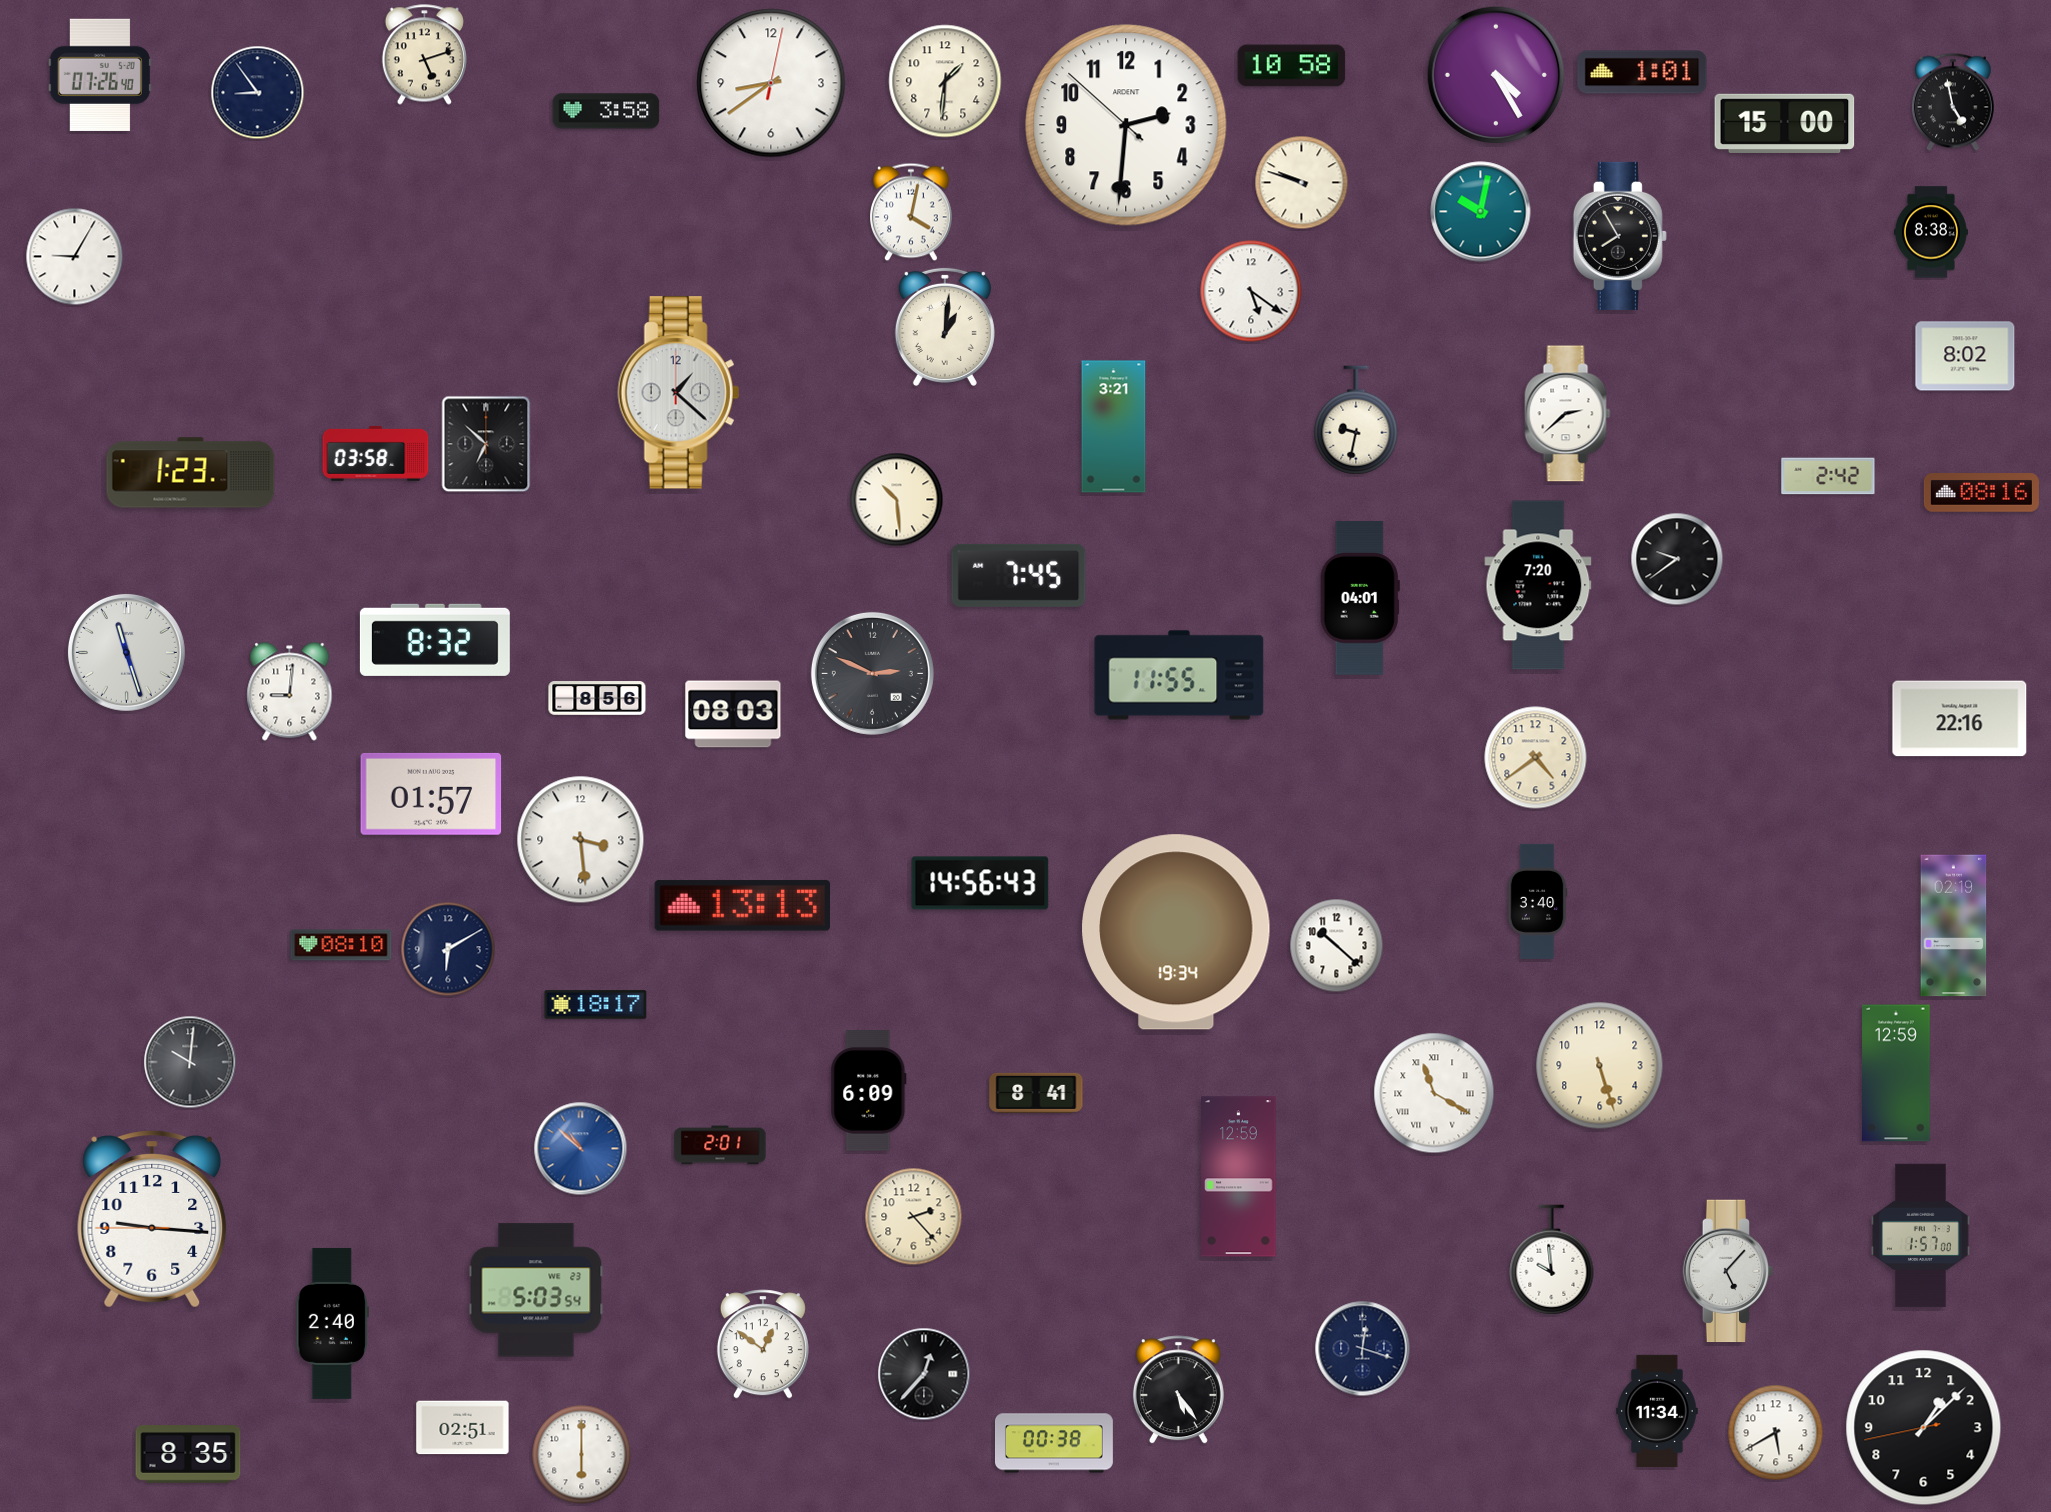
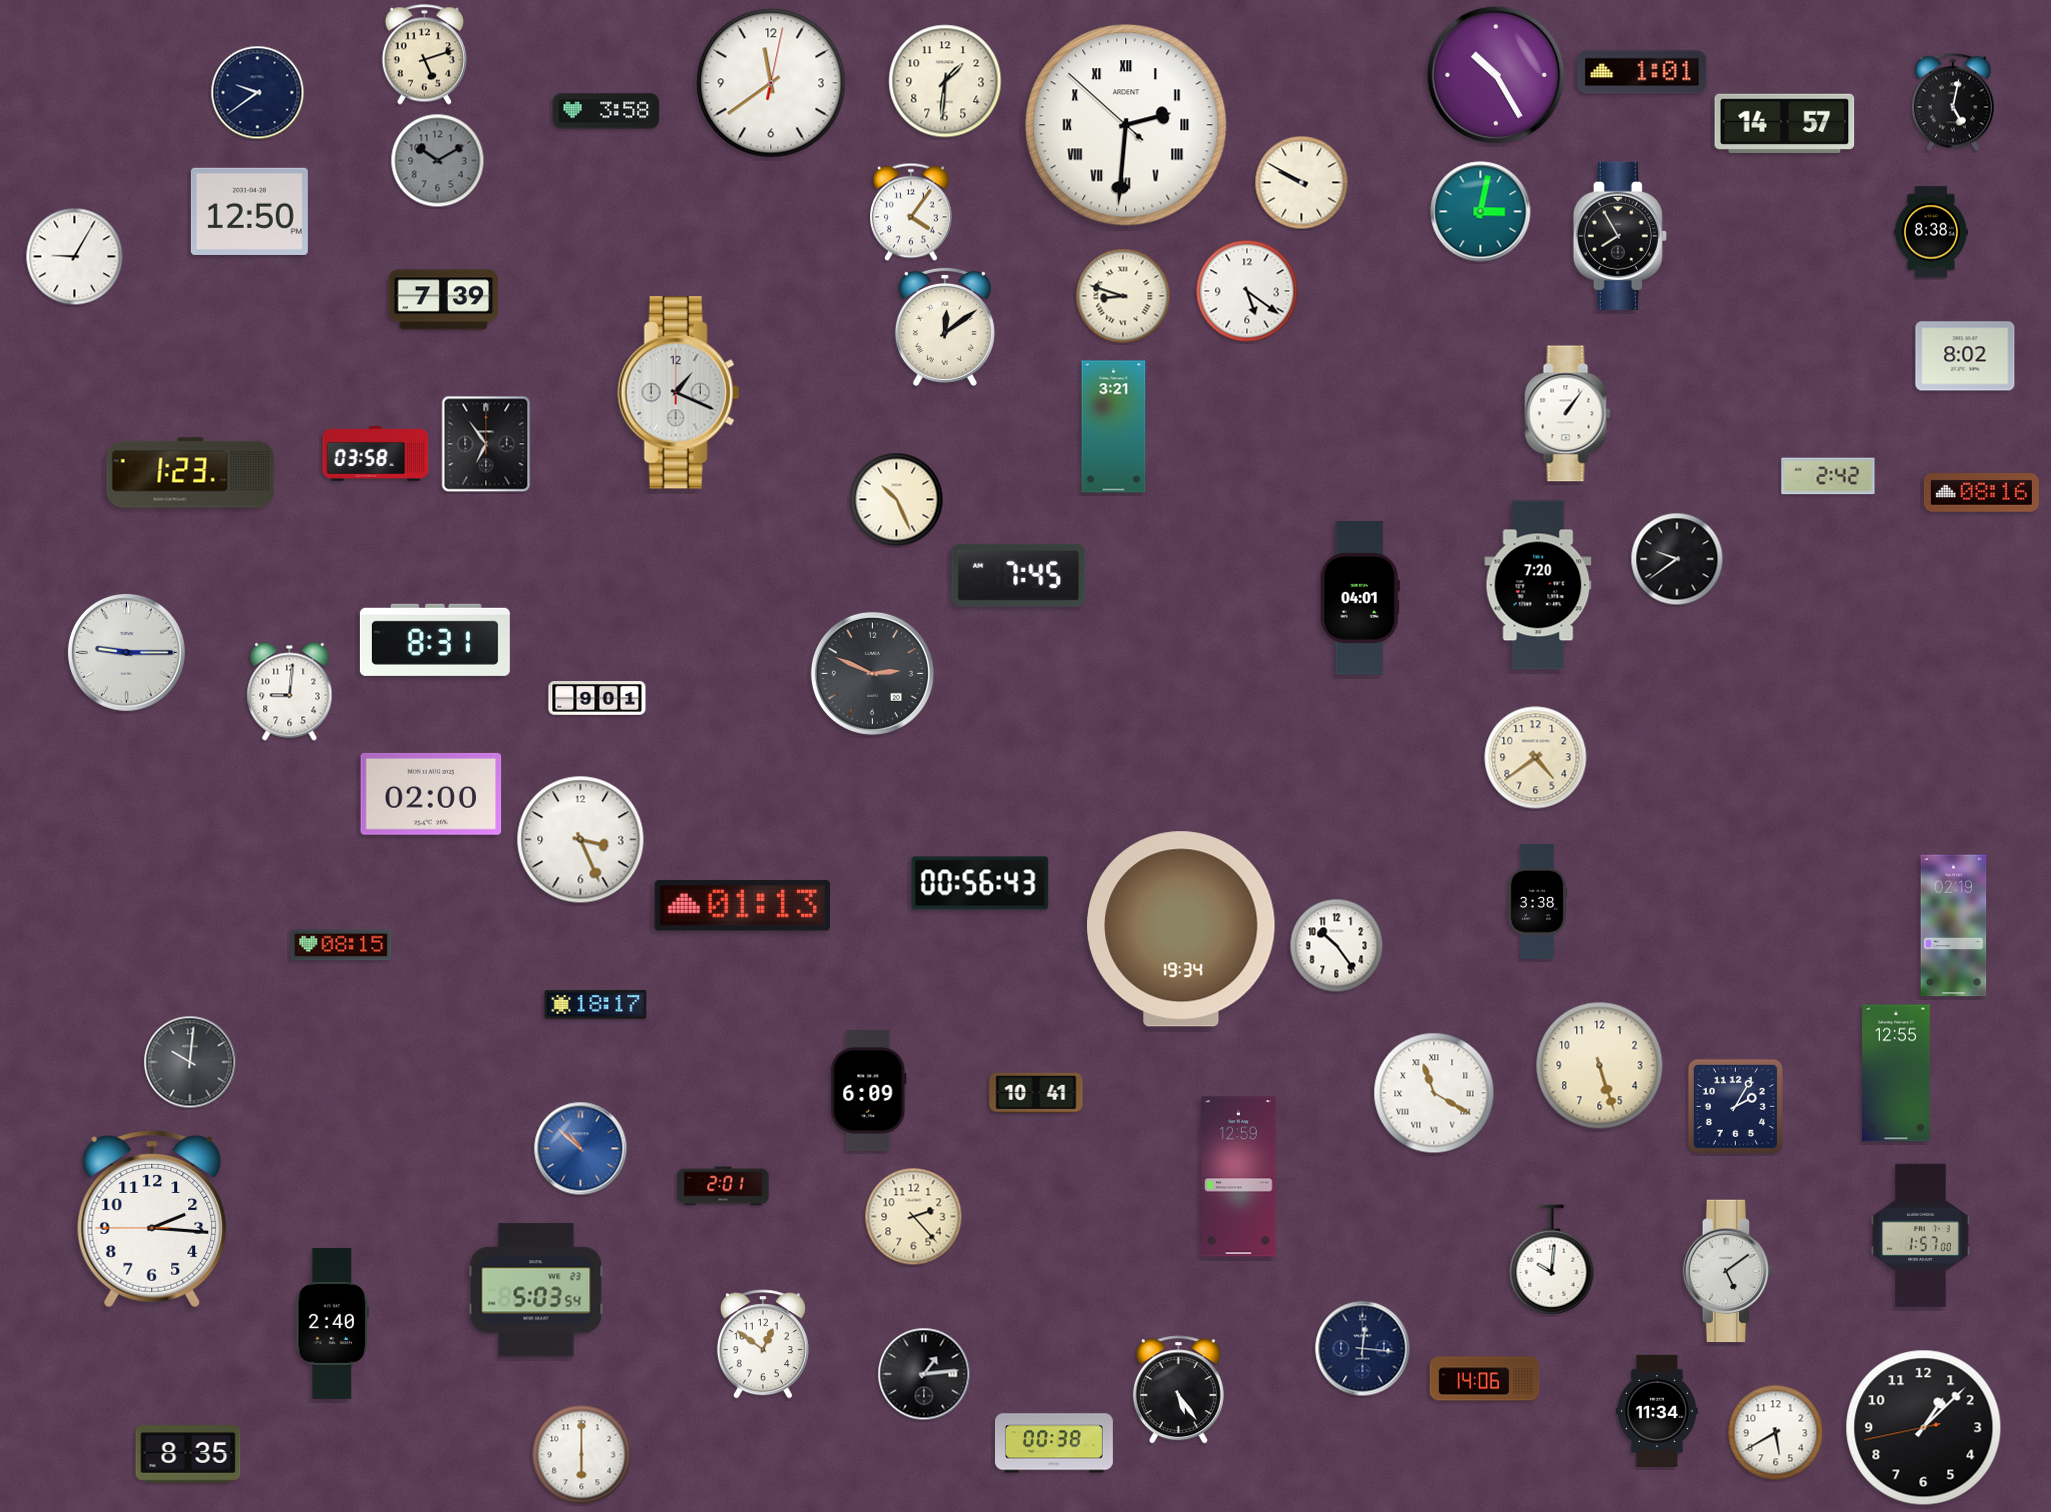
clock at (1292, 66): 10:58 -> none
clock at (1495, 74): 4:25 -> 10:25
clock at (100, 75): 07:26 -> none
clock at (771, 83): 8:39 -> 11:39
clock at (258, 93): 8:54 -> 9:39
clock at (1954, 102): 4:58 -> 5:02
clock at (1785, 123): 15:00 -> 14:57
clock at (1126, 125) numerals: Arabic -> Roman
clock at (438, 161): none -> 10:10
clock at (1302, 183): 9:48 -> 9:50
clock at (249, 211): none -> 12:50
clock at (912, 212): 4:02 -> 4:06
clock at (1481, 212): 10:02 -> 3:02
clock at (1251, 291) position: (1251, 291) -> (1247, 291)
clock at (1123, 296): none -> 8:48
clock at (444, 300): none -> 7:39
clock at (945, 327): 1:01 -> 12:09
clock at (678, 393): 1:22 -> 1:19
clock at (1568, 414): 2:38 -> 1:06
clock at (1356, 420): 9:32 -> none
clock at (486, 444): 6:52 -> 6:54
clock at (897, 500): 10:29 -> 10:26
clock at (435, 640): 8:32 -> 8:31
clock at (126, 652): 11:27 -> 9:15
clock at (1179, 675): 11:55 -> none
clock at (597, 698): 8:56 -> 9:01
clock at (733, 714): 08:03 -> none
clock at (1960, 719): 22:16 -> none
clock at (431, 794): 01:57 -> 02:00
clock at (581, 840): 3:29 -> 3:26
clock at (980, 883): 14:56 -> 00:56
clock at (1537, 901): 3:40 -> 3:38
clock at (742, 906): 13:13 -> 01:13
clock at (1176, 932) position: (1176, 932) -> (1181, 929)
clock at (341, 945): 08:10 -> 08:15
clock at (1337, 946): 10:22 -> 10:24
clock at (448, 949): 6:10 -> none
clock at (1897, 1073): 12:59 -> 12:55
clock at (1036, 1093): 8:41 -> 10:41
clock at (1735, 1106): none -> 2:05
clock at (720, 1145) position: (720, 1145) -> (723, 1186)
clock at (152, 1219): 9:15 -> 2:15
clock at (1552, 1260): 9:59 -> 10:01
clock at (1728, 1271): 5:07 -> 5:09
clock at (1363, 1349): 12:18 -> 12:16
clock at (924, 1374): 12:37 -> 1:14
clock at (1485, 1379): none -> 14:06
clock at (463, 1428): 02:51 -> none
